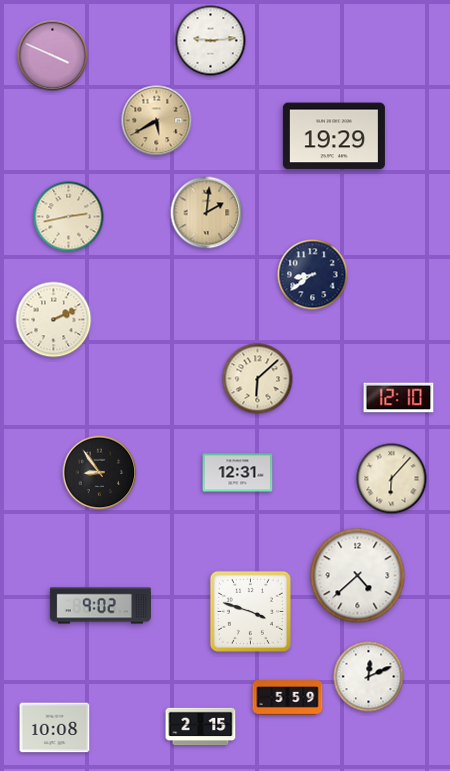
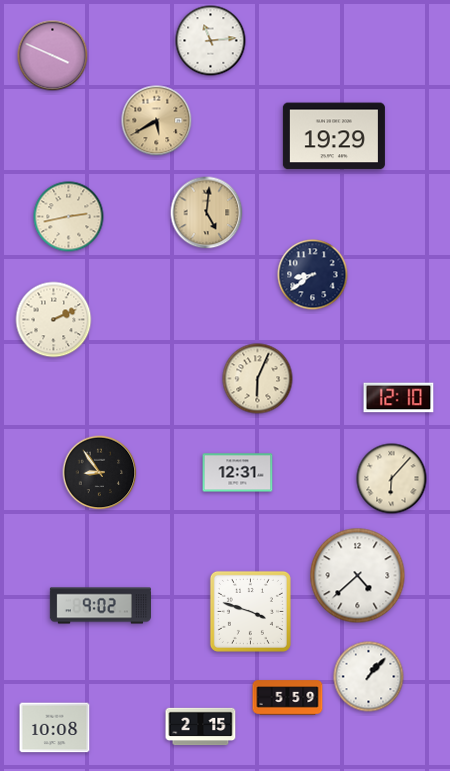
clock at (211, 41): 9:14 -> 11:14
clock at (207, 213): 2:01 -> 5:01
clock at (258, 379): 6:08 -> 6:04
clock at (369, 677): 12:11 -> 1:07
